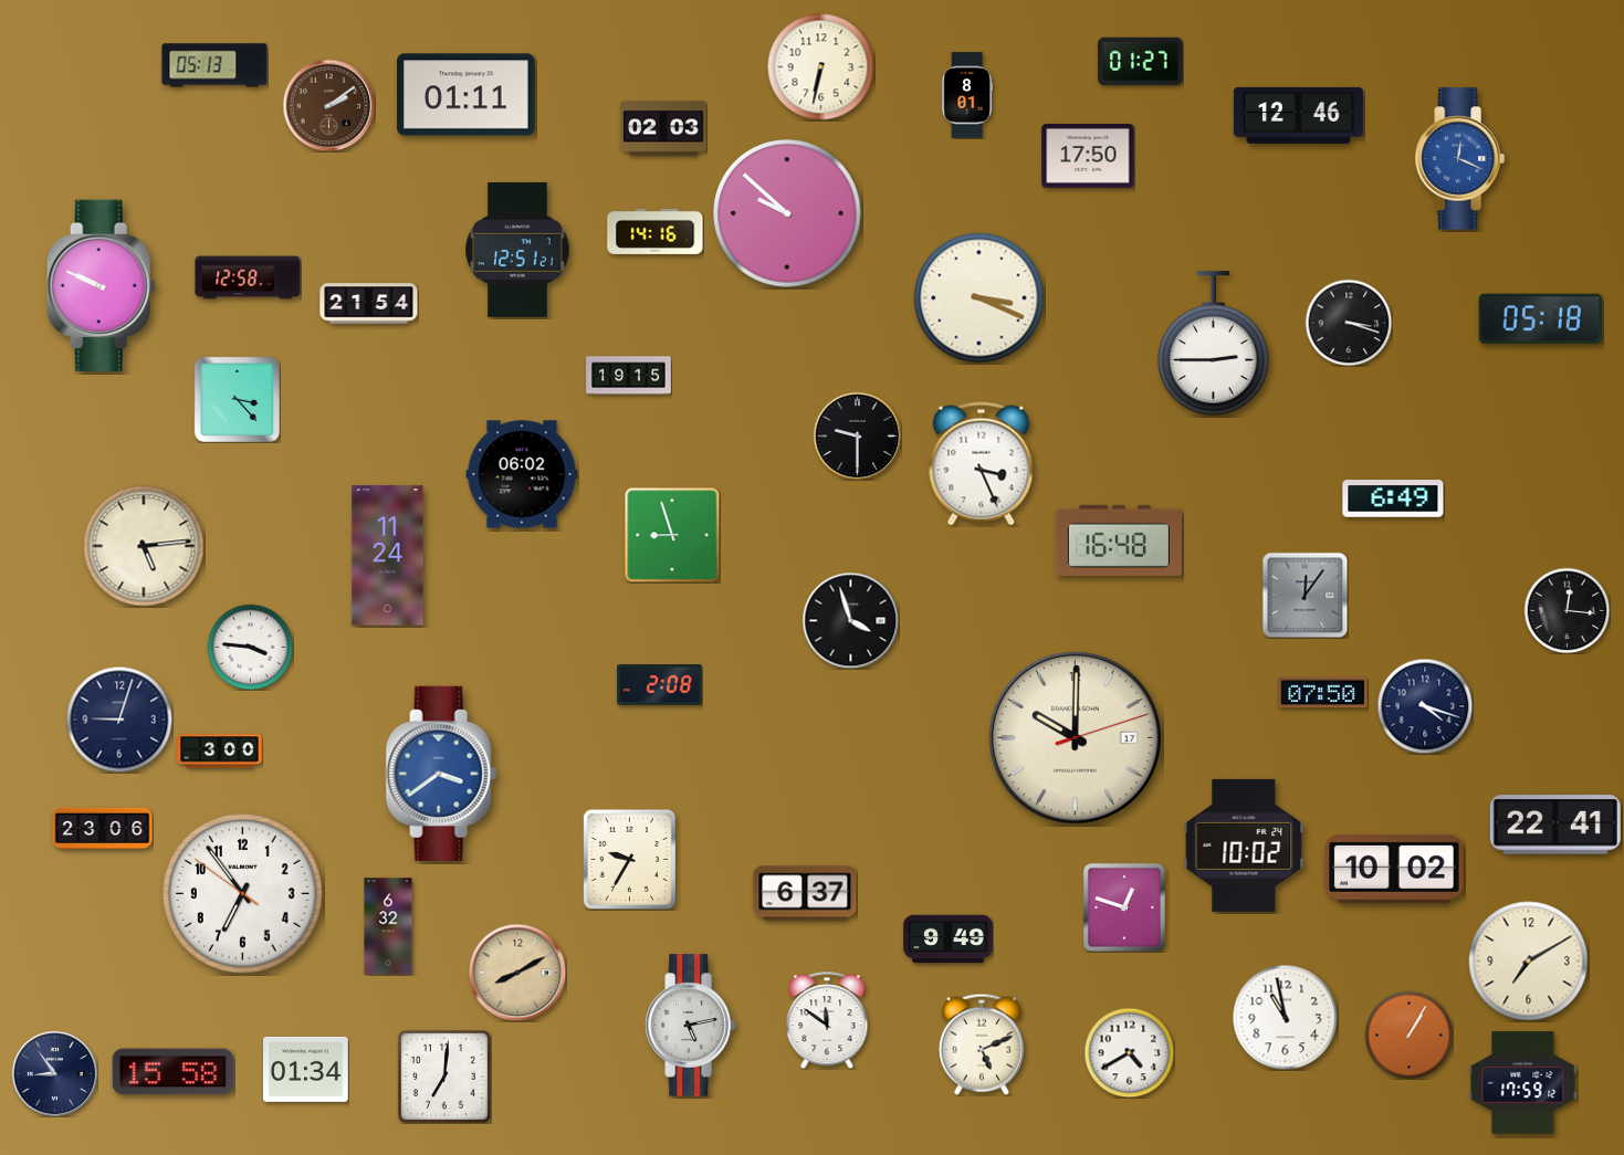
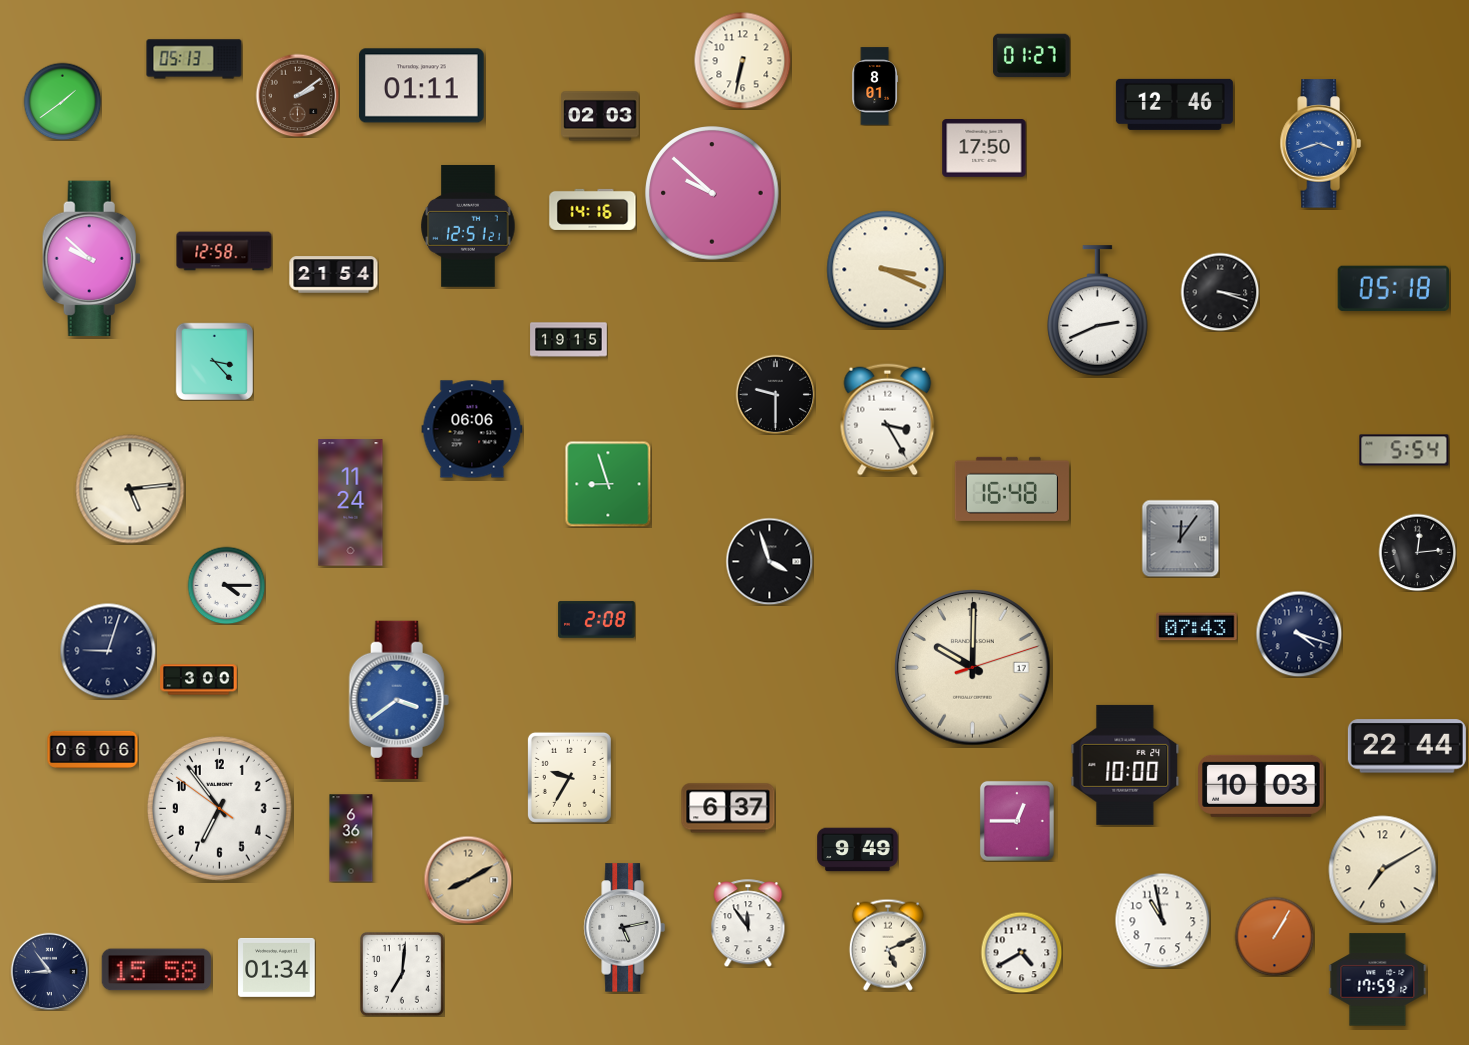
clock at (62, 101): none -> 1:39
clock at (1088, 157) position: (1088, 157) -> (984, 149)
clock at (1459, 159): 12:19 -> 3:42
clock at (101, 286): 9:49 -> 9:52
clock at (1214, 344): 2:45 -> 2:41
clock at (982, 464): 3:26 -> 3:25
clock at (522, 474): 06:02 -> 06:06
clock at (1404, 450): none -> 5:54
clock at (1393, 498): 6:49 -> none
clock at (144, 546) position: (144, 546) -> (130, 489)
clock at (1567, 610): 12:16 -> 12:14
clock at (250, 647): 3:46 -> 4:15
clock at (1323, 693): 07:50 -> 07:43
clock at (1425, 706) position: (1425, 706) -> (1299, 634)
clock at (1555, 825): 22:41 -> 22:44
clock at (103, 828): 23:06 -> 06:06
clock at (1244, 846): 10:02 -> 10:00
clock at (1394, 869): 10:02 -> 10:03
clock at (1124, 907): 12:48 -> 12:45
clock at (388, 926): 6:32 -> 6:36
clock at (827, 1020): 11:51 -> 11:54
